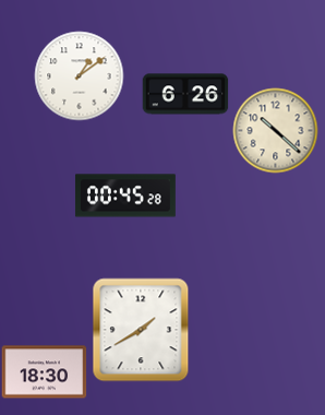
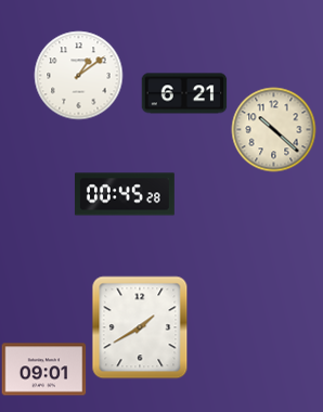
clock at (185, 94): 6:26 -> 6:21
clock at (44, 372): 18:30 -> 09:01
